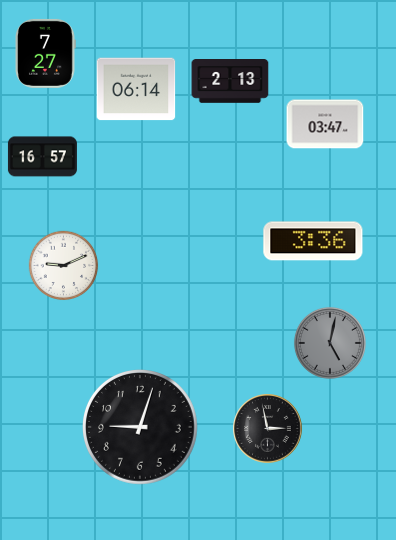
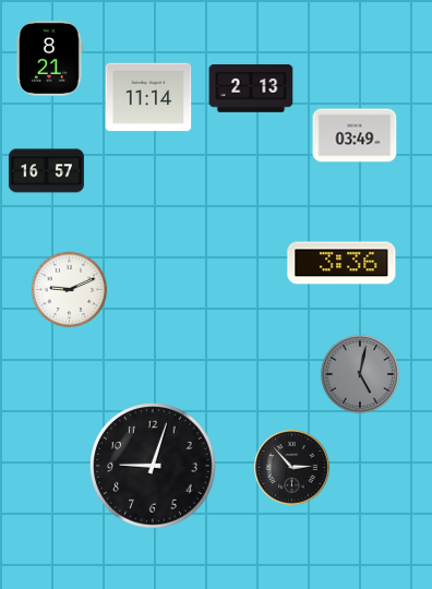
clock at (46, 53): 7:27 -> 8:21
clock at (136, 89): 06:14 -> 11:14
clock at (325, 124): 03:47 -> 03:49
clock at (268, 429): 2:58 -> 2:53
